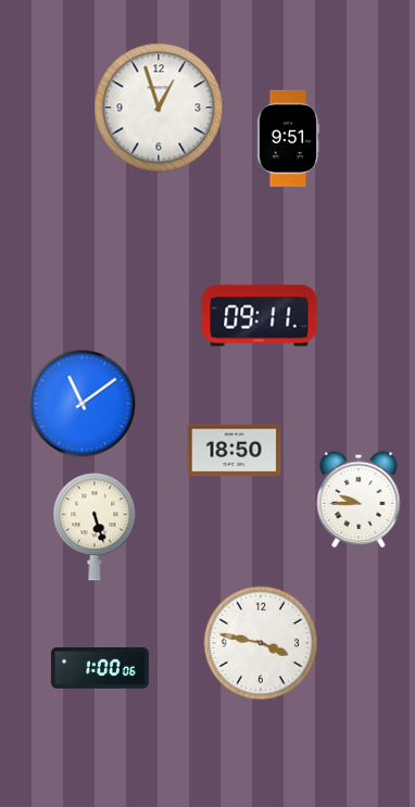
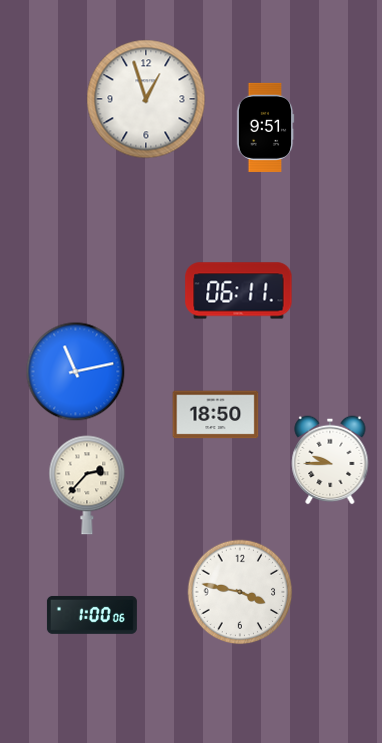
clock at (260, 316): 09:11 -> 06:11
clock at (83, 404): 11:09 -> 11:13
clock at (95, 527): 5:27 -> 2:37
